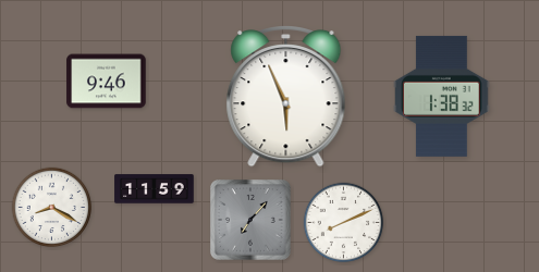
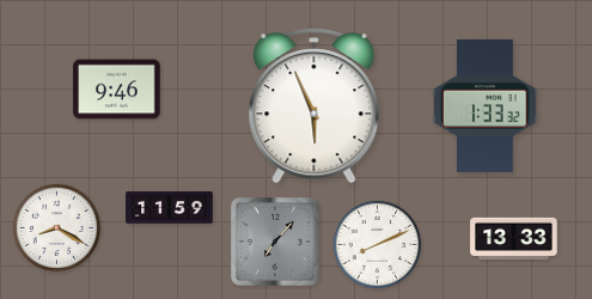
clock at (442, 96): 1:38 -> 1:33
clock at (514, 238): none -> 13:33
